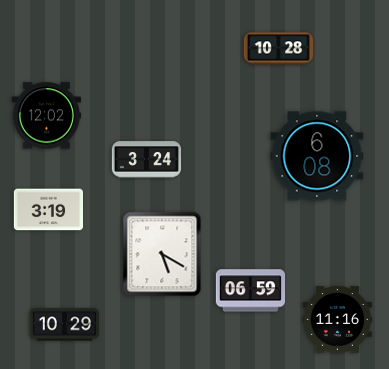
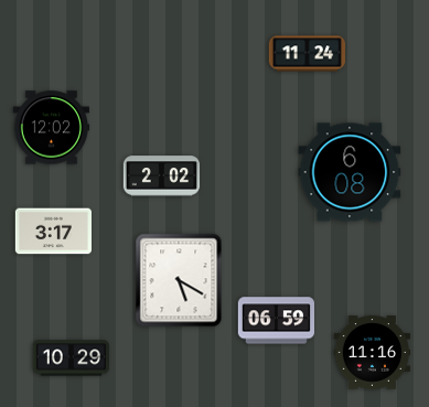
clock at (278, 49): 10:28 -> 11:24
clock at (147, 160): 3:24 -> 2:02
clock at (48, 210): 3:19 -> 3:17
